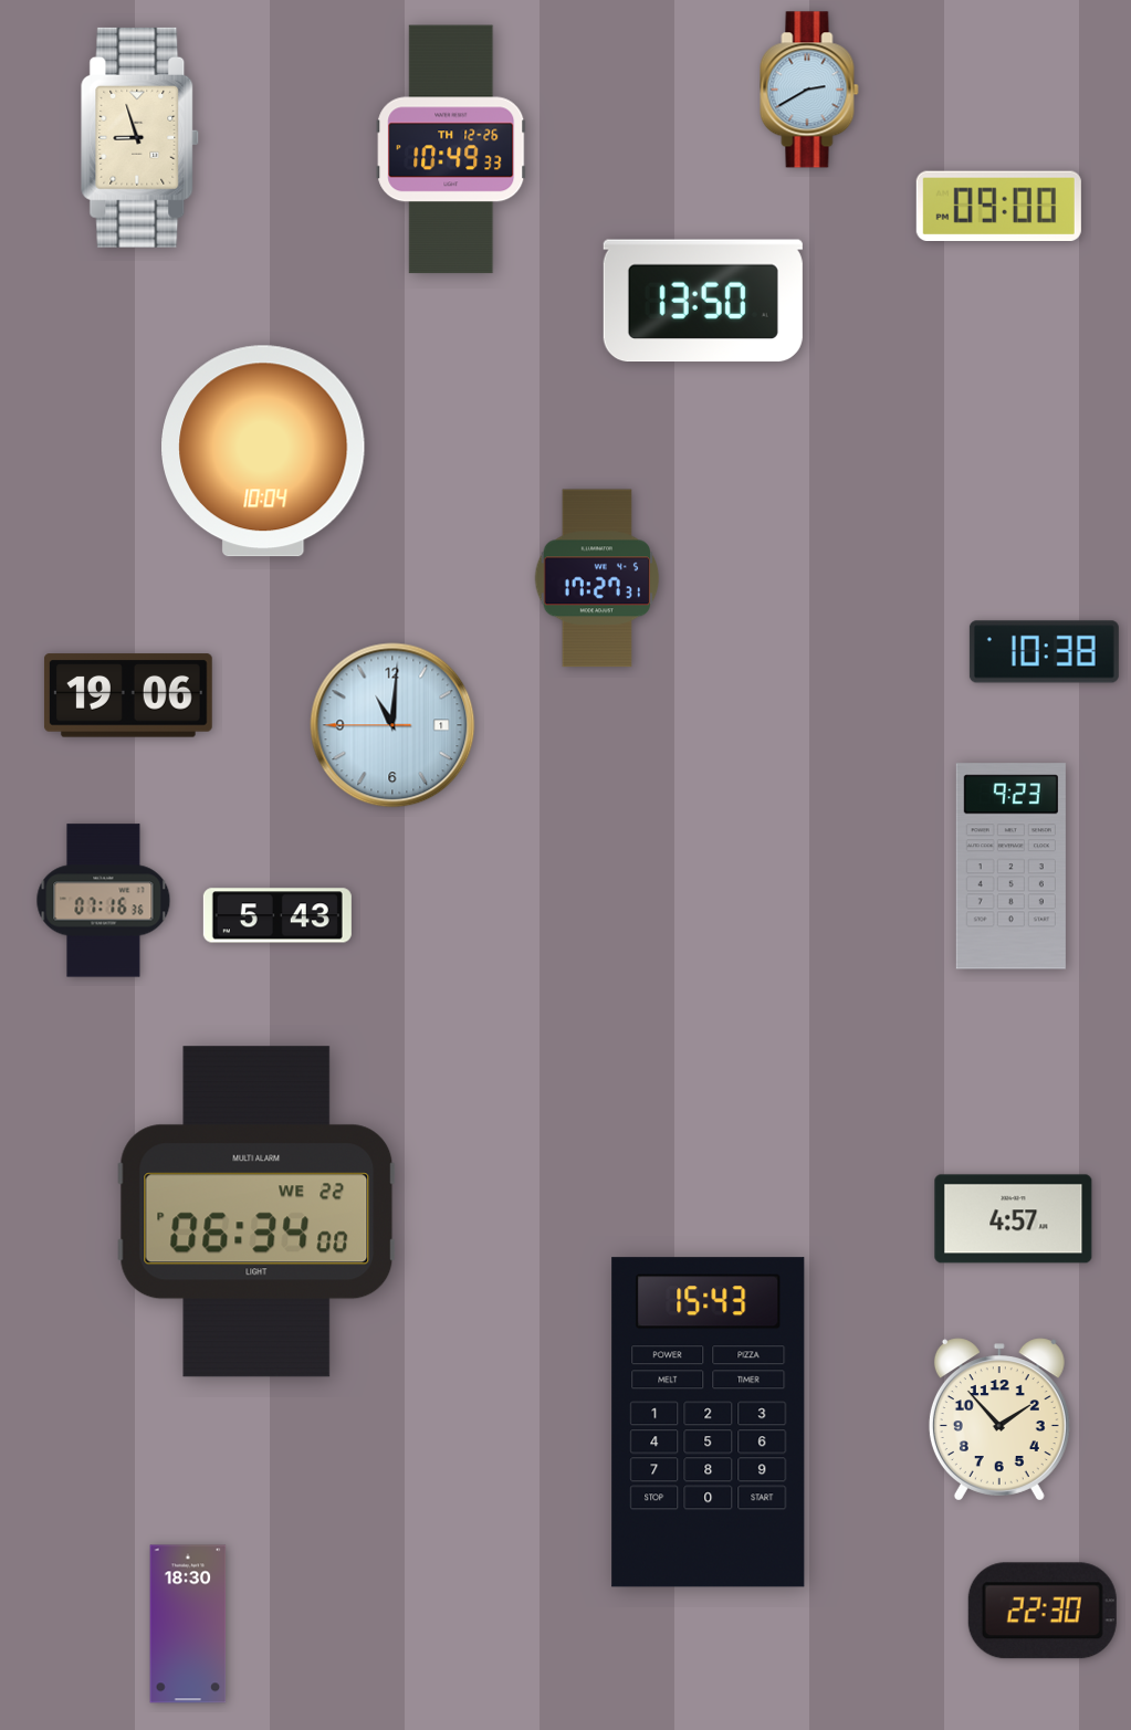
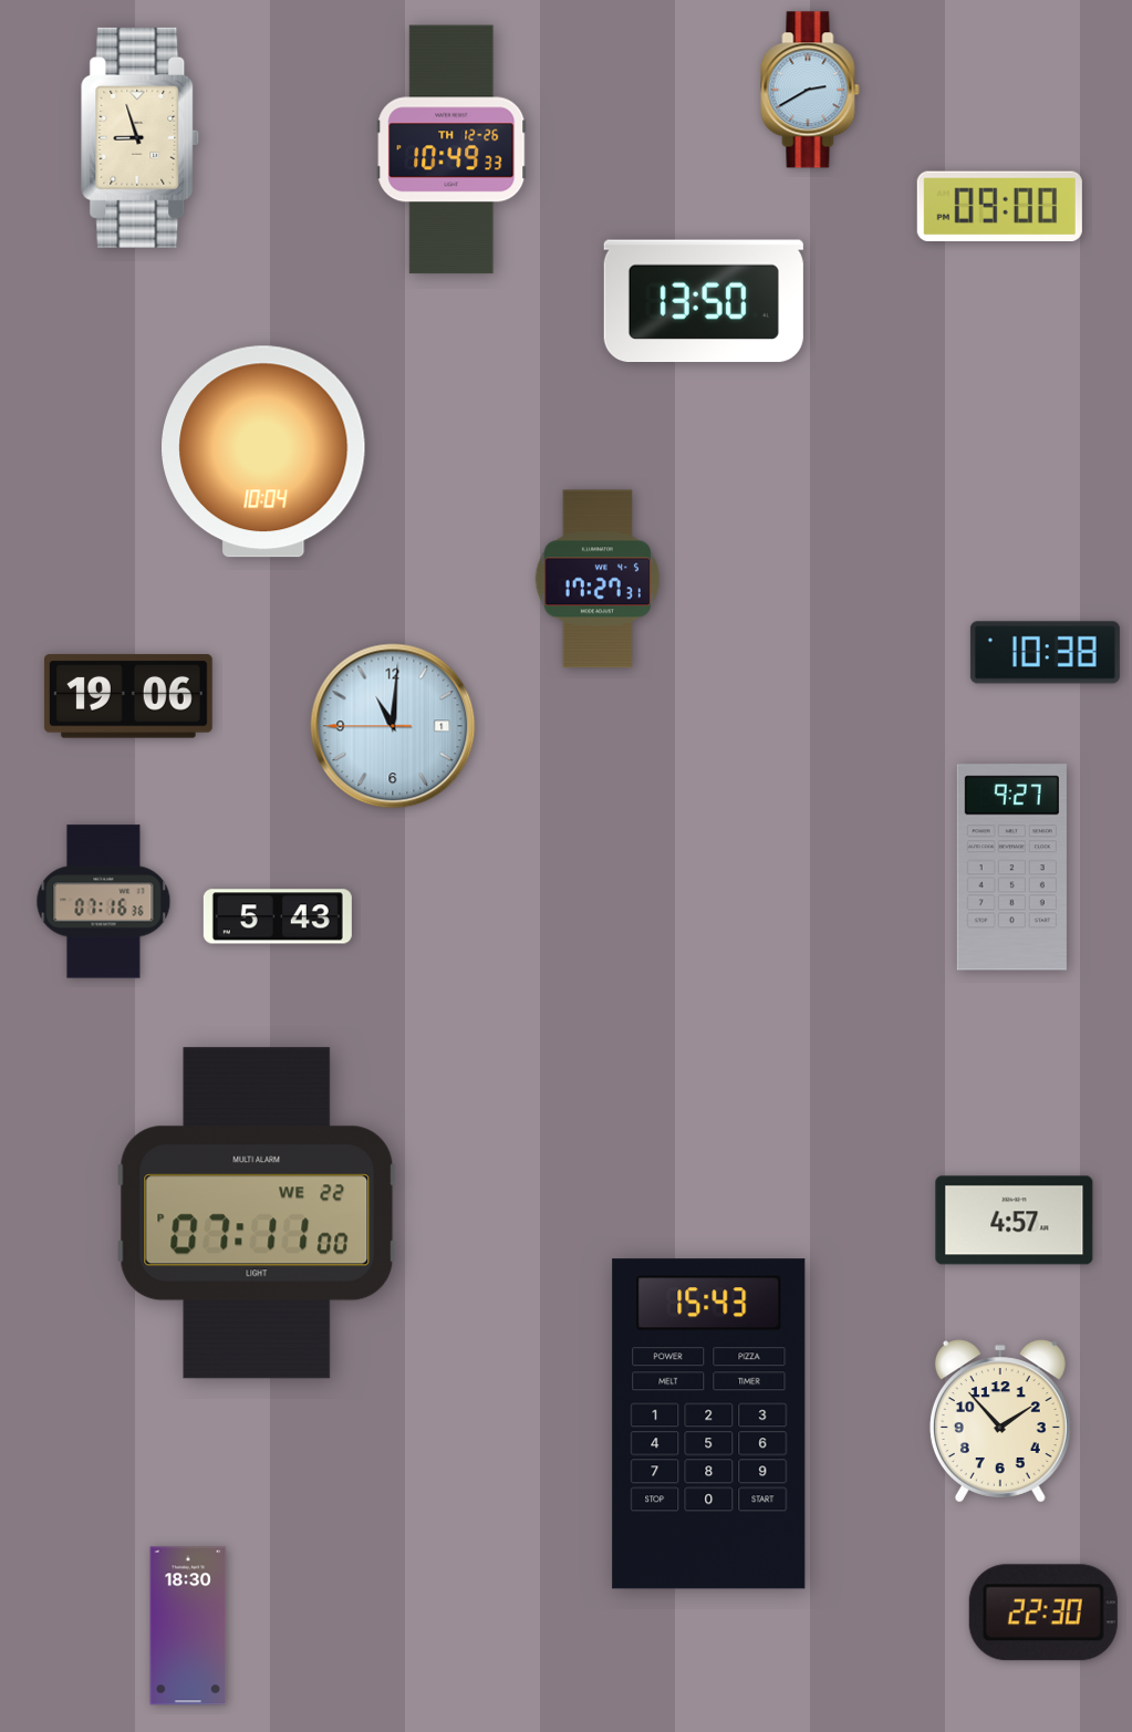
clock at (1010, 867): 9:23 -> 9:27
clock at (256, 1212): 06:34 -> 07:11
